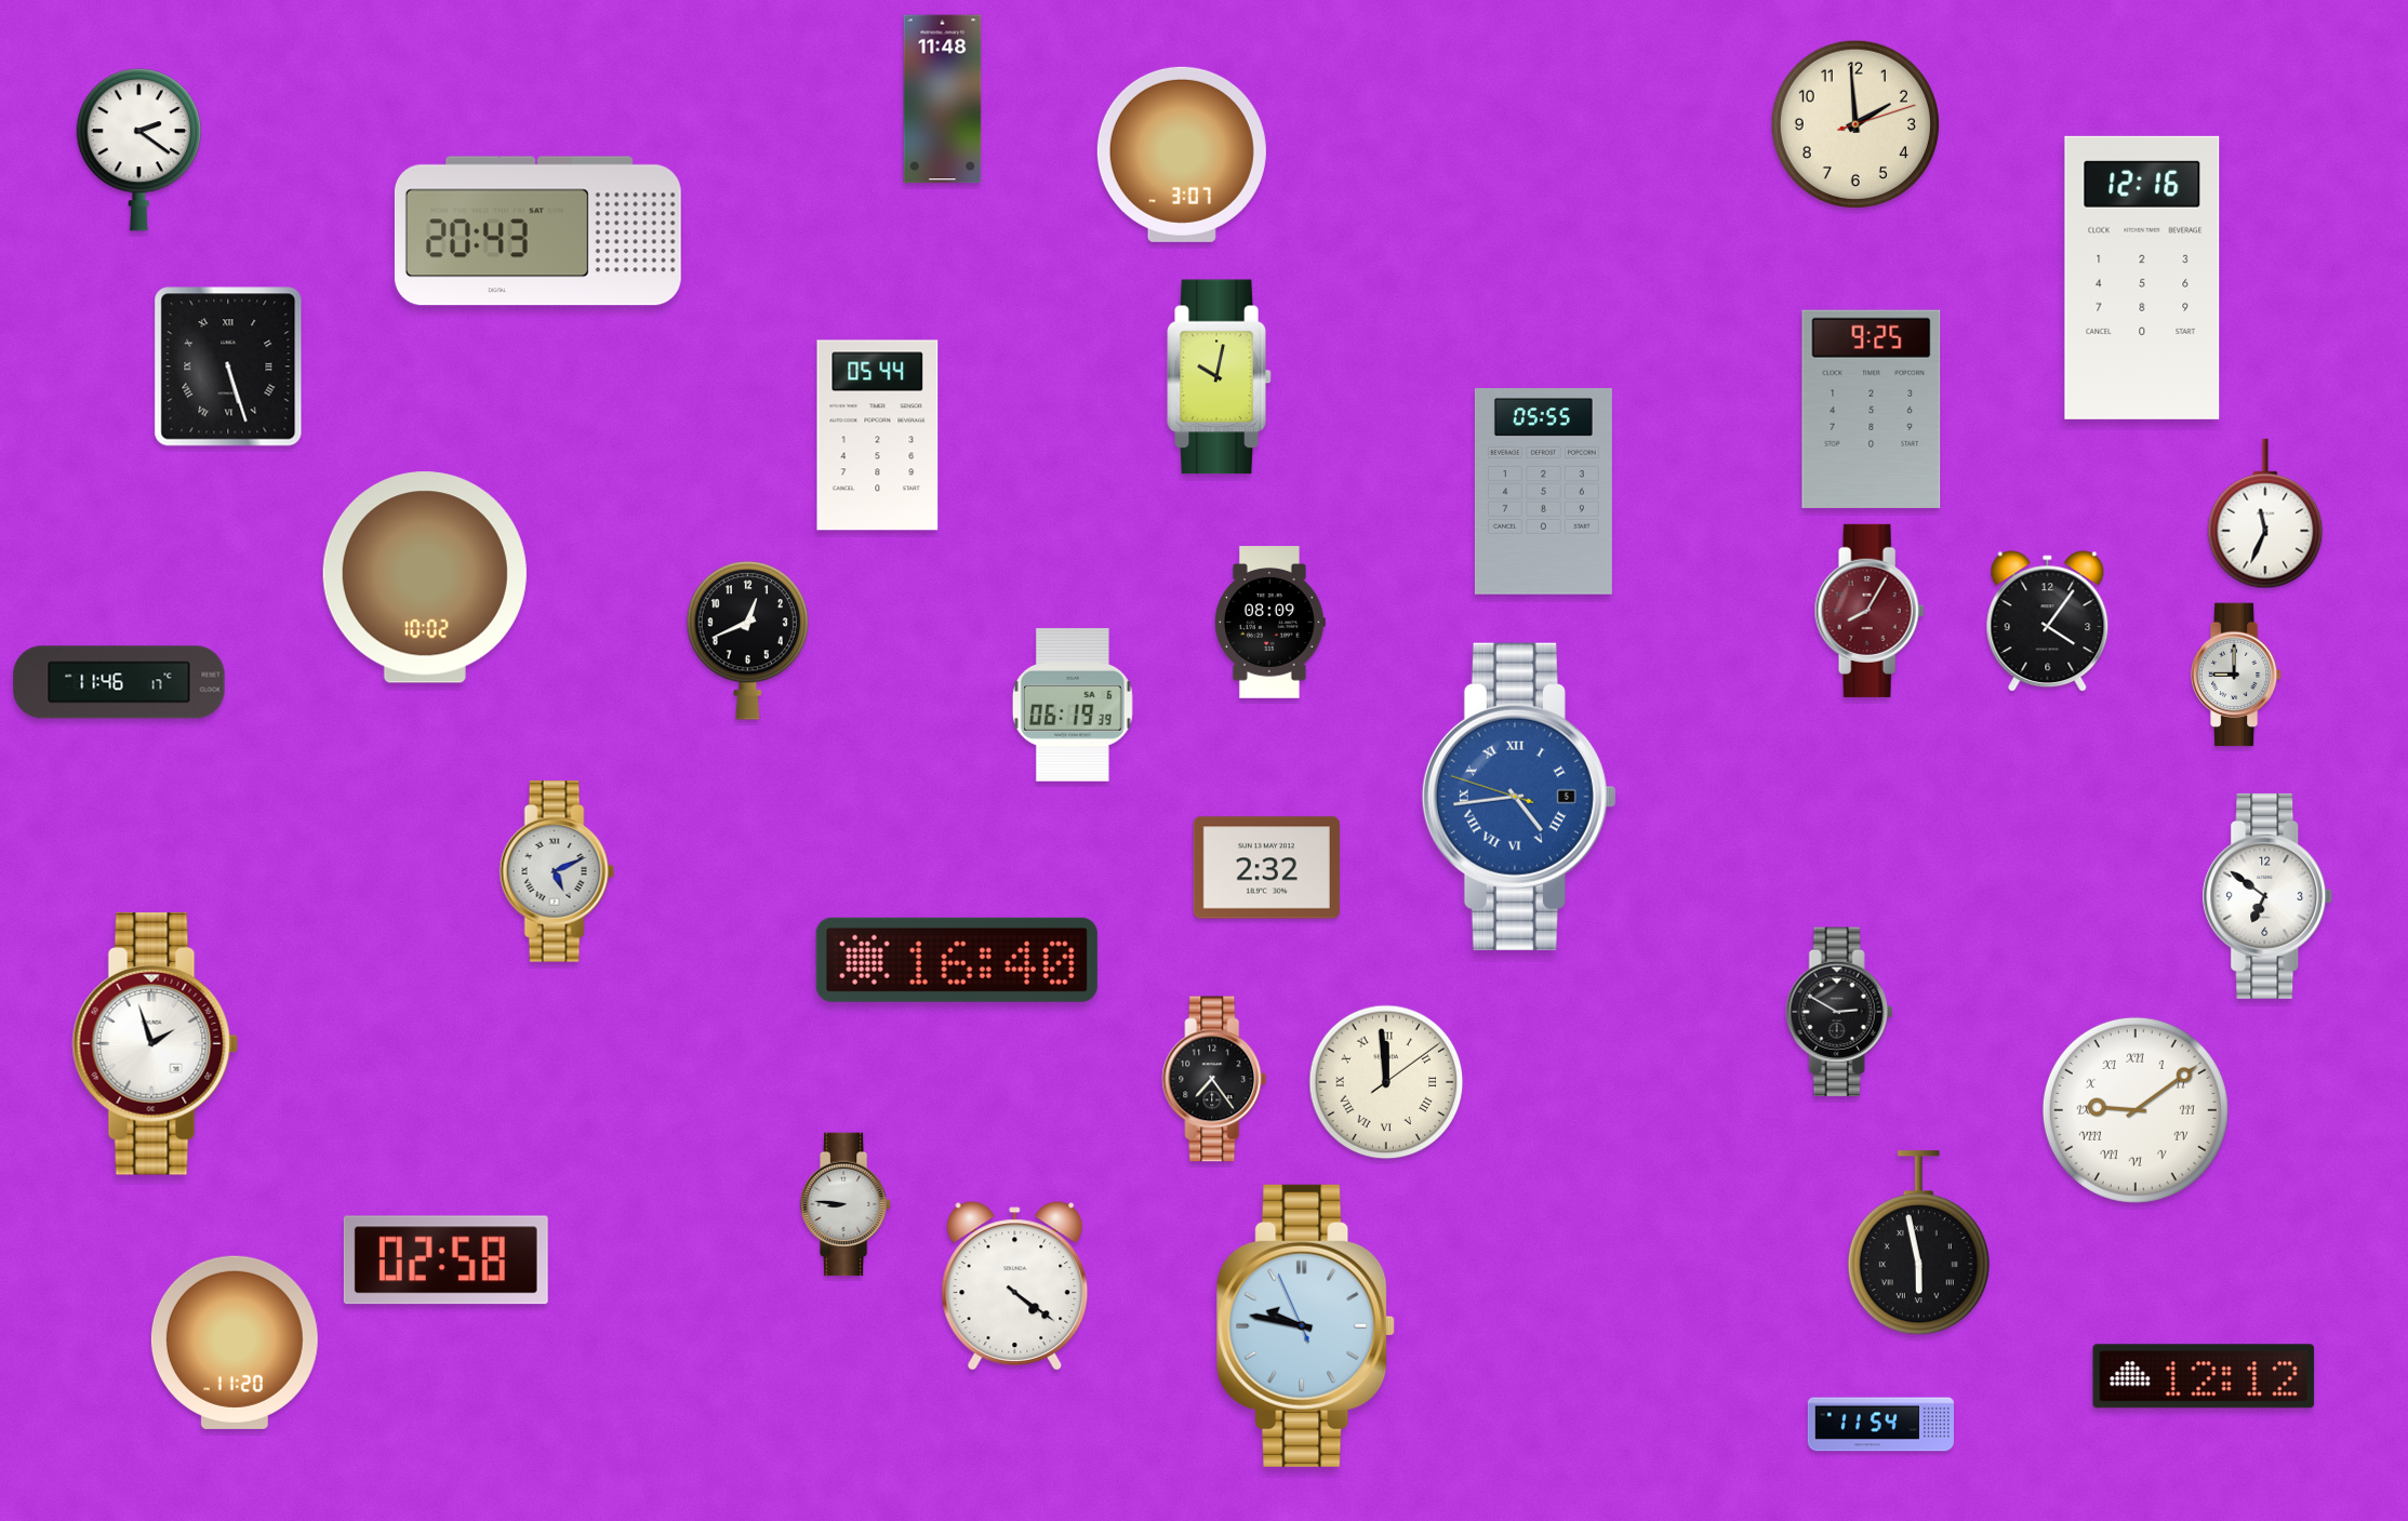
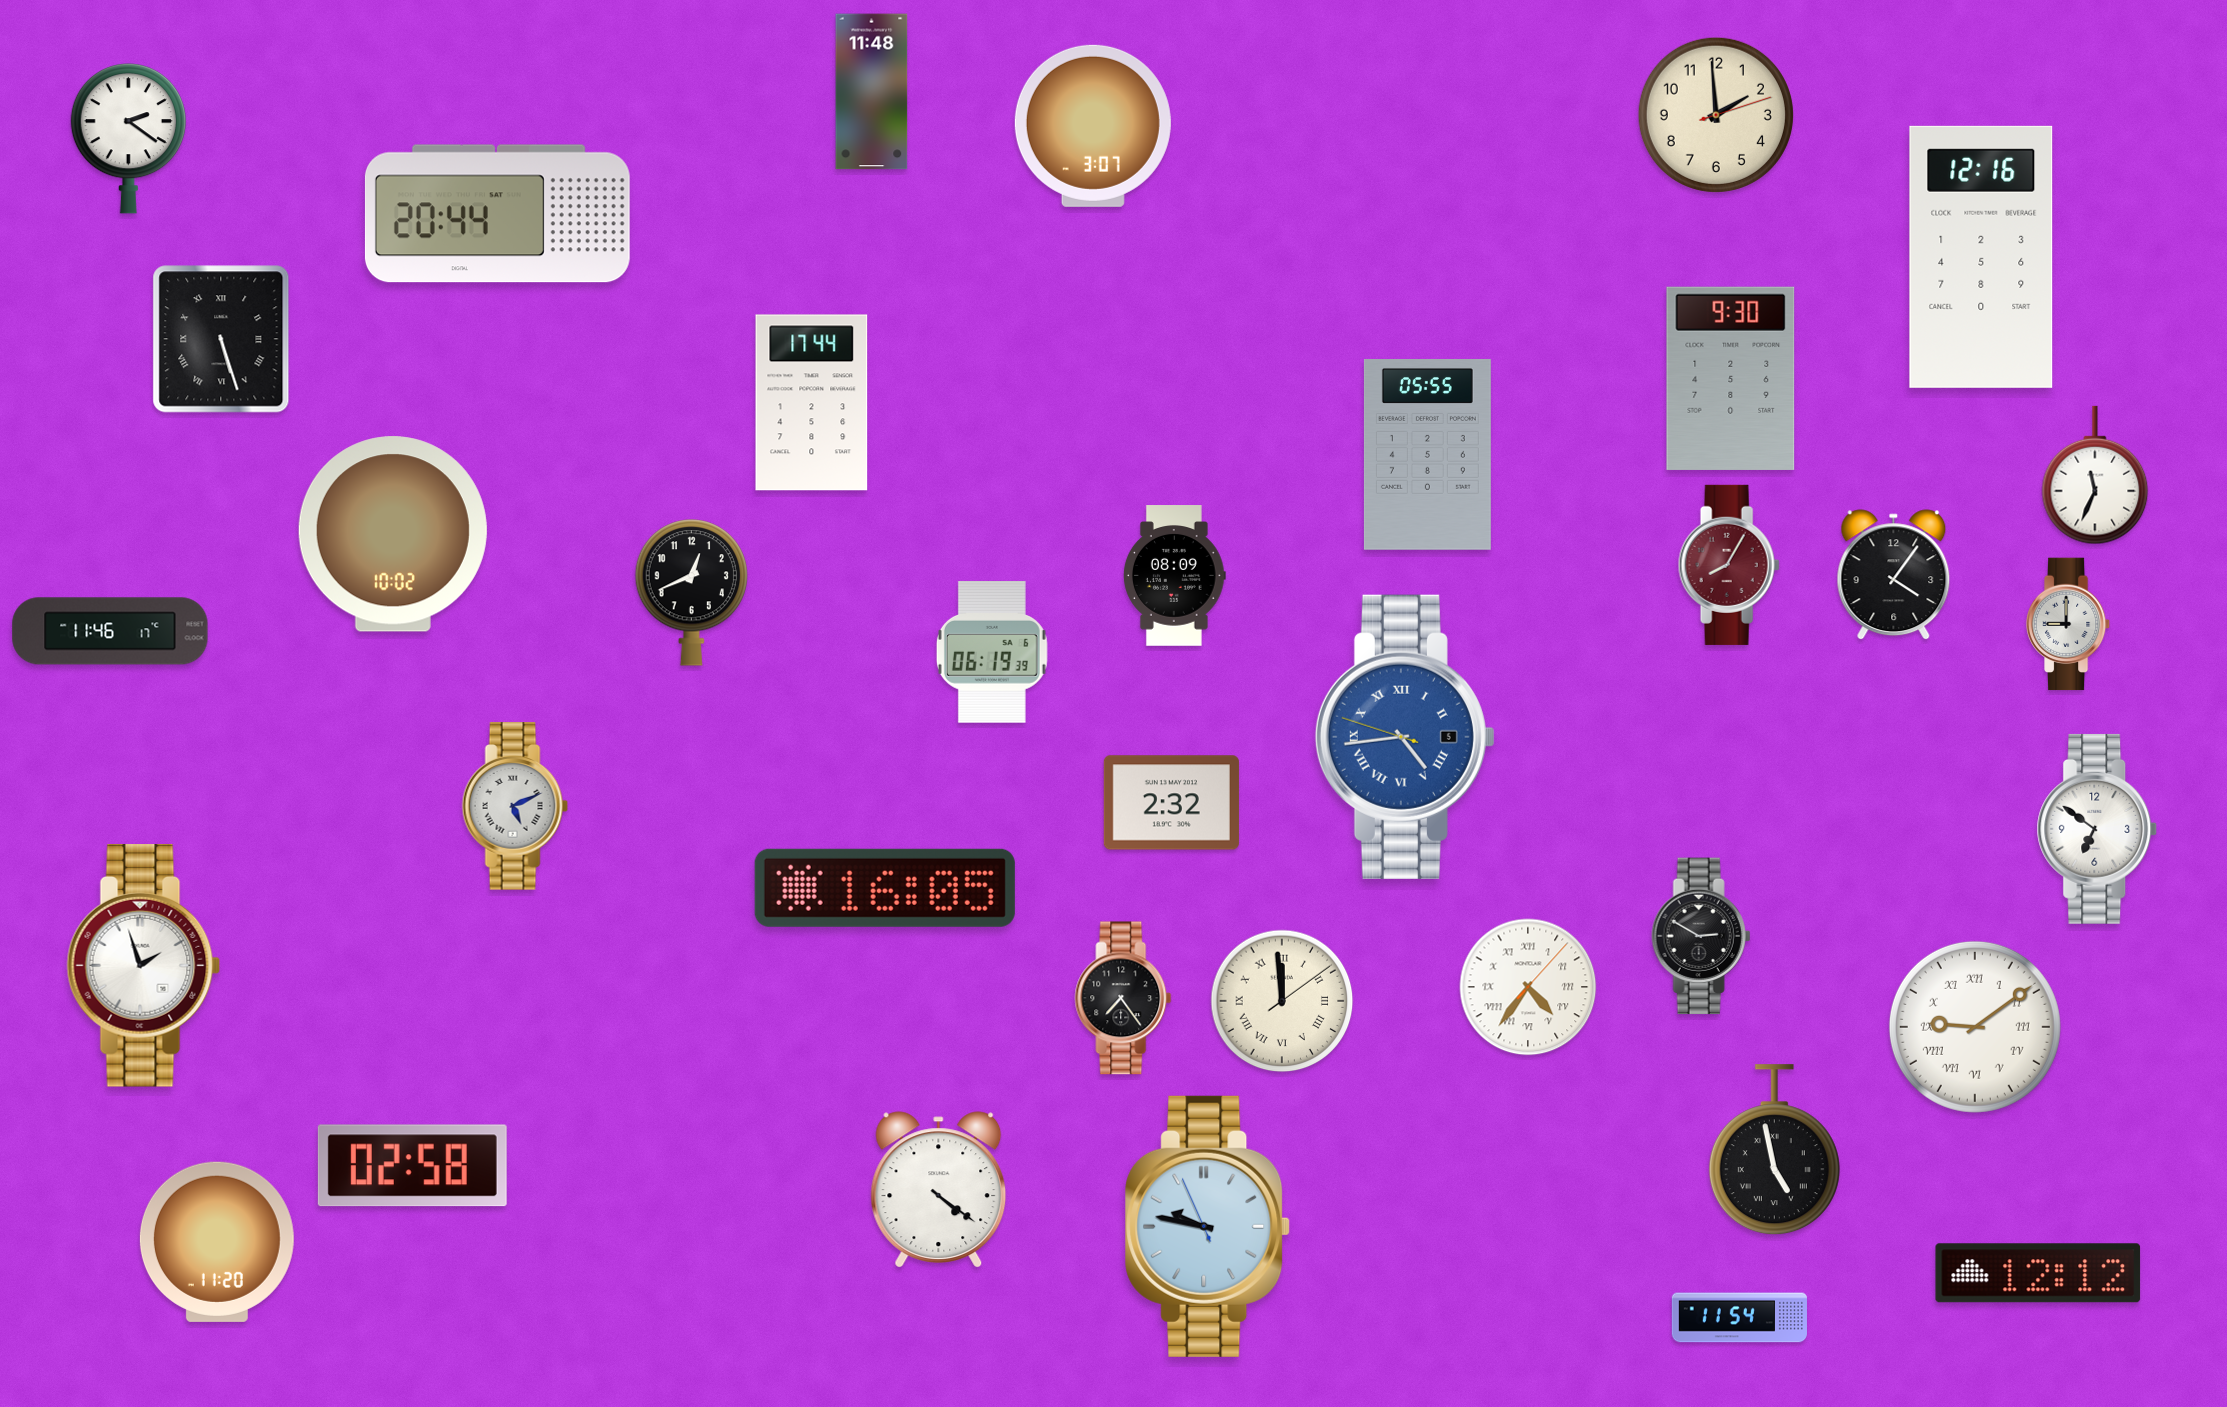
clock at (1182, 155) position: (1182, 155) -> (1093, 126)
clock at (537, 231): 20:43 -> 20:44
clock at (228, 366) position: (228, 366) -> (221, 339)
clock at (1220, 377): 10:02 -> none
clock at (1872, 409): 9:25 -> 9:30
clock at (878, 436): 05:44 -> 17:44
clock at (957, 960): 16:40 -> 16:05
clock at (1528, 987): none -> 4:36
clock at (846, 1204): 8:46 -> none
clock at (1918, 1243): 5:58 -> 4:58
